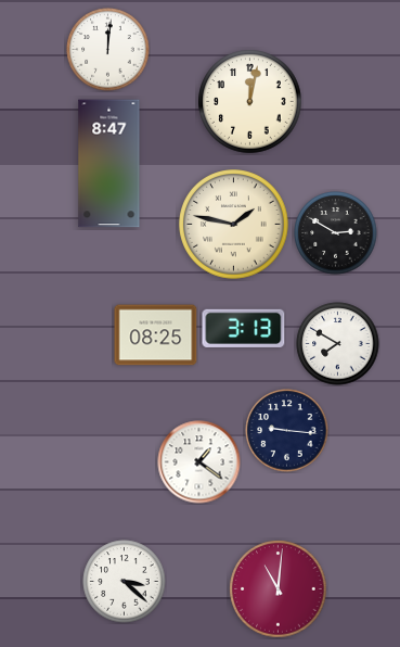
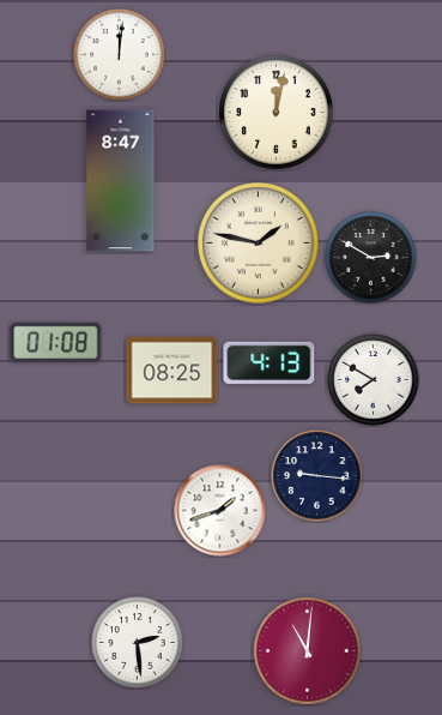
clock at (234, 225) position: (234, 225) -> (259, 244)
clock at (56, 342): none -> 01:08
clock at (244, 328): 3:13 -> 4:13
clock at (199, 462): 1:21 -> 1:42
clock at (125, 582): 3:22 -> 2:29
